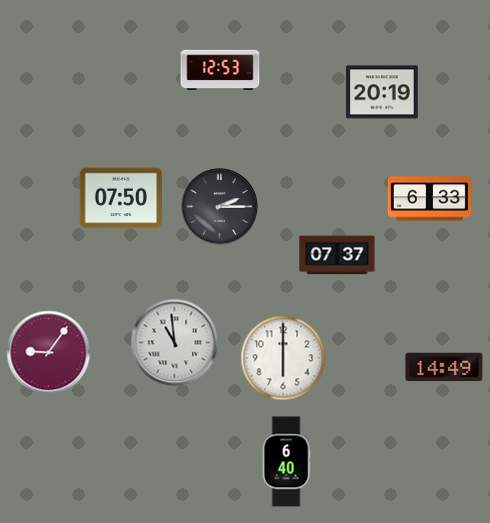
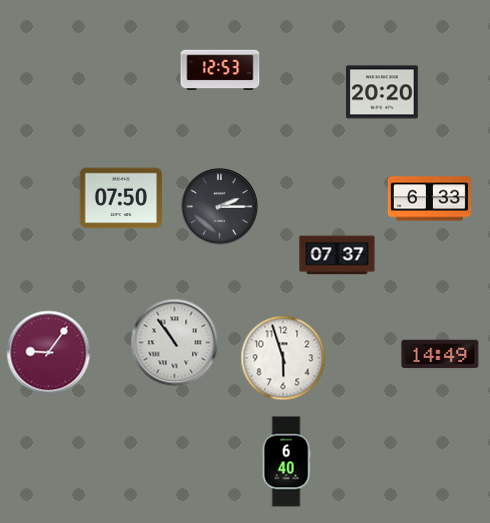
clock at (382, 92): 20:19 -> 20:20
clock at (175, 343): 10:59 -> 10:54
clock at (283, 358): 6:00 -> 5:57
clock at (444, 367) position: (444, 367) -> (440, 354)
